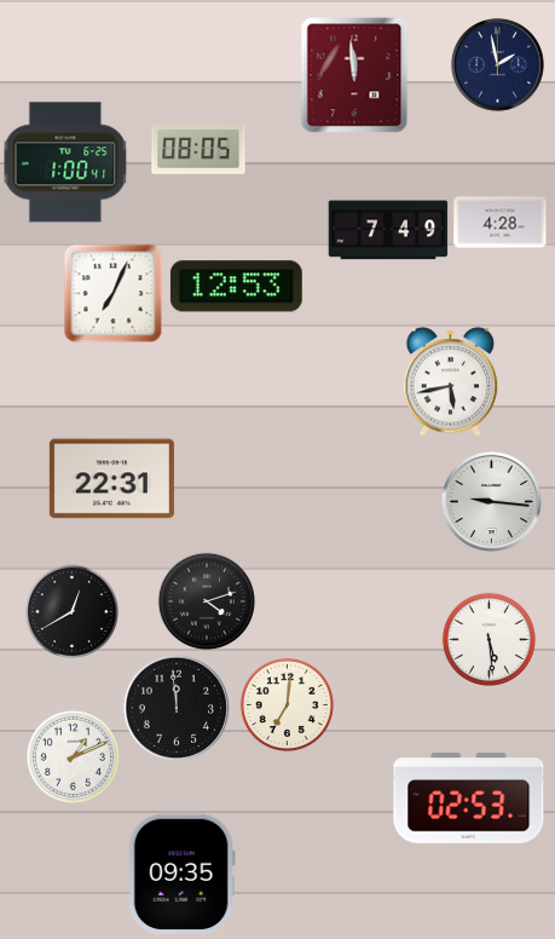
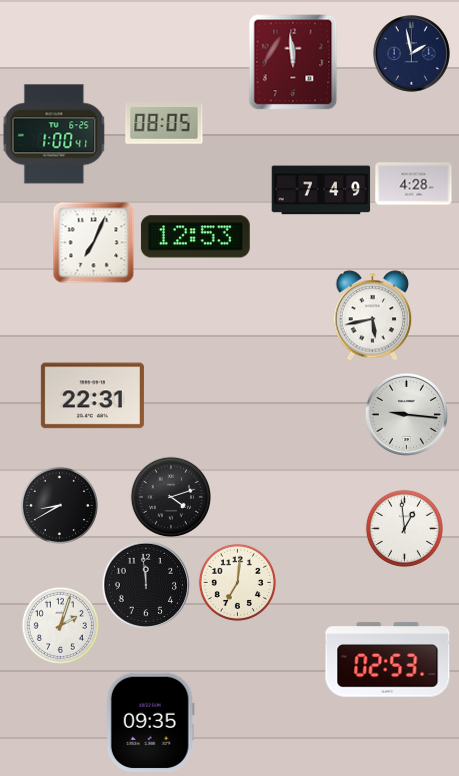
clock at (71, 611): 12:40 -> 8:40
clock at (488, 639): 5:29 -> 12:59
clock at (73, 756): 1:11 -> 2:03
